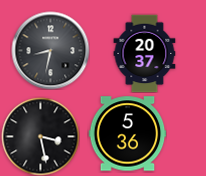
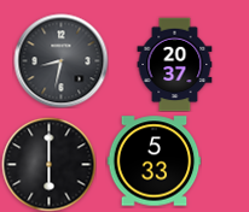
clock at (127, 134): 5:36 -> 5:33
clock at (40, 136): 3:28 -> 6:00
